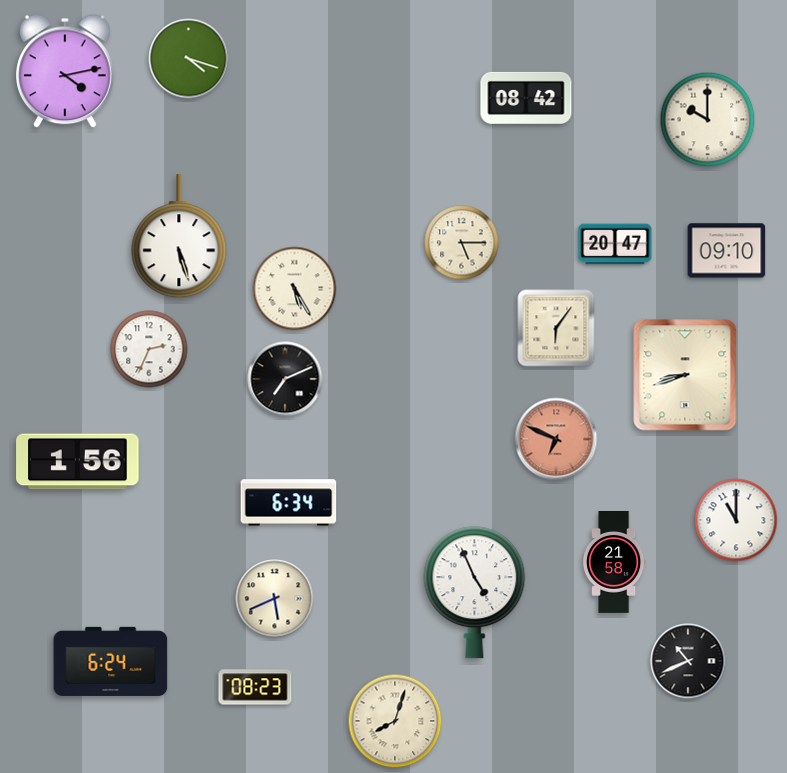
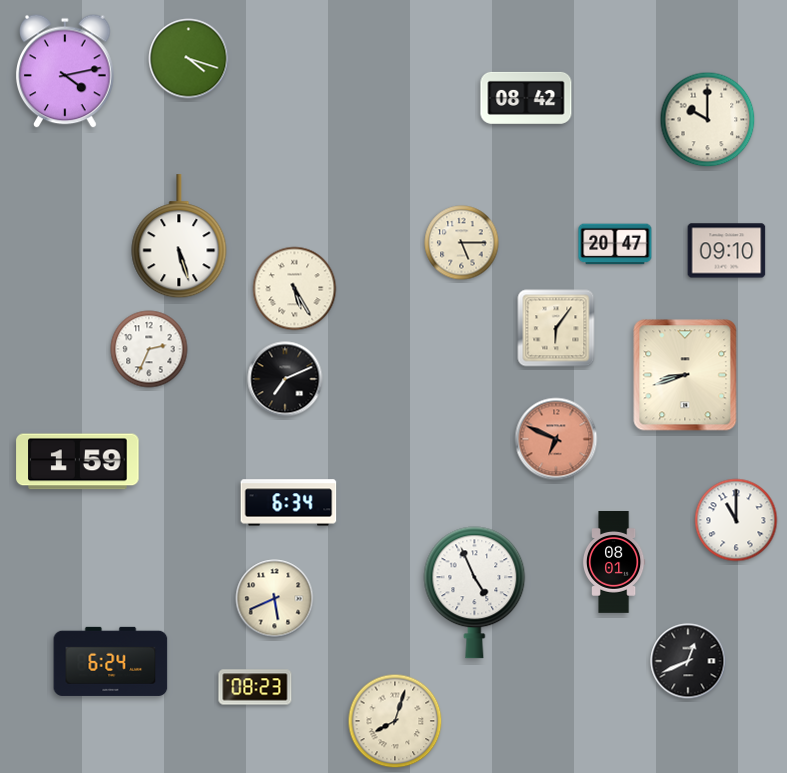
clock at (78, 462): 1:56 -> 1:59
clock at (614, 563): 21:58 -> 08:01
clock at (688, 661): 10:41 -> 12:41
